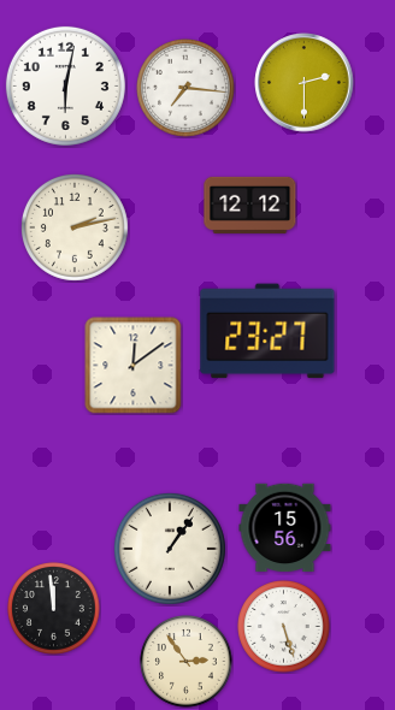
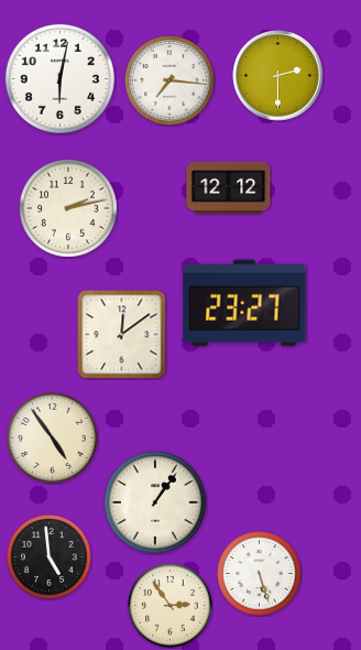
clock at (53, 438): none -> 4:54
clock at (285, 528): 15:56 -> none
clock at (54, 609): 11:59 -> 4:59
